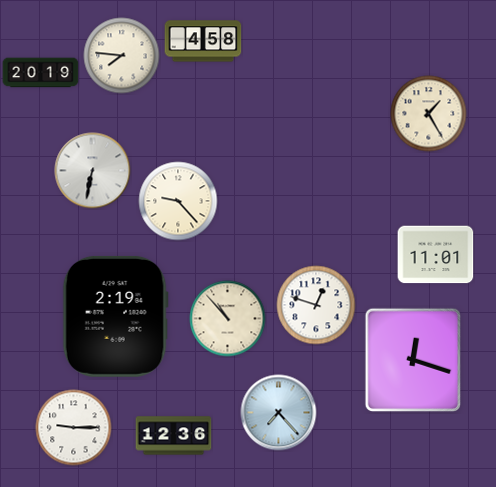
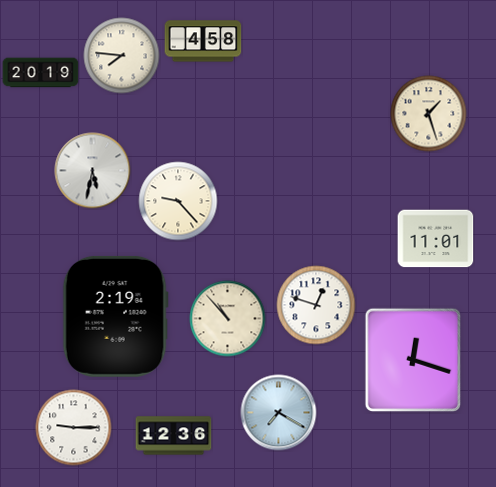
clock at (429, 114): 1:25 -> 1:27
clock at (93, 171): 6:32 -> 5:32
clock at (436, 255) position: (436, 255) -> (436, 239)
clock at (279, 413): 7:23 -> 7:20
